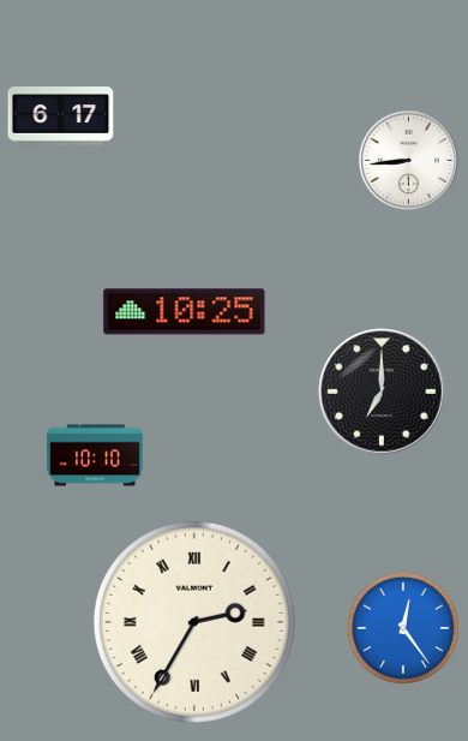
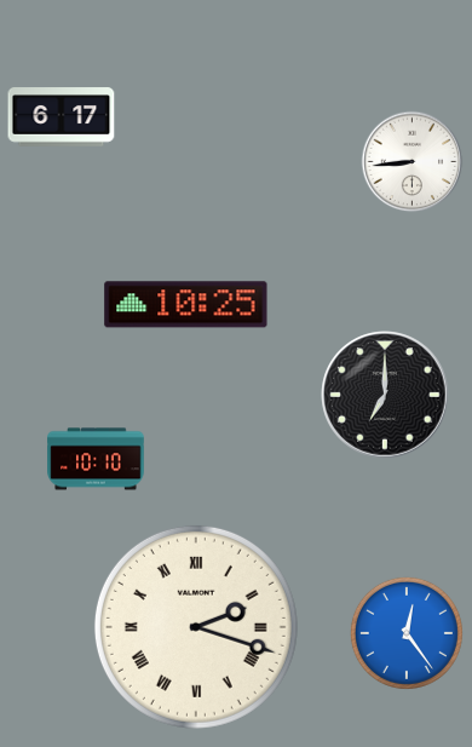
clock at (185, 312) position: (185, 312) -> (186, 305)
clock at (194, 622): 2:35 -> 2:18
